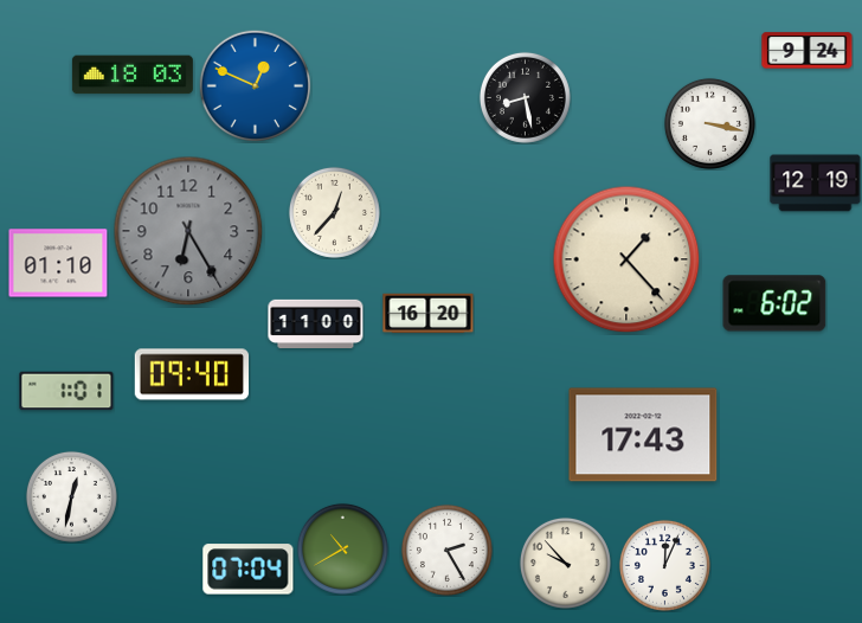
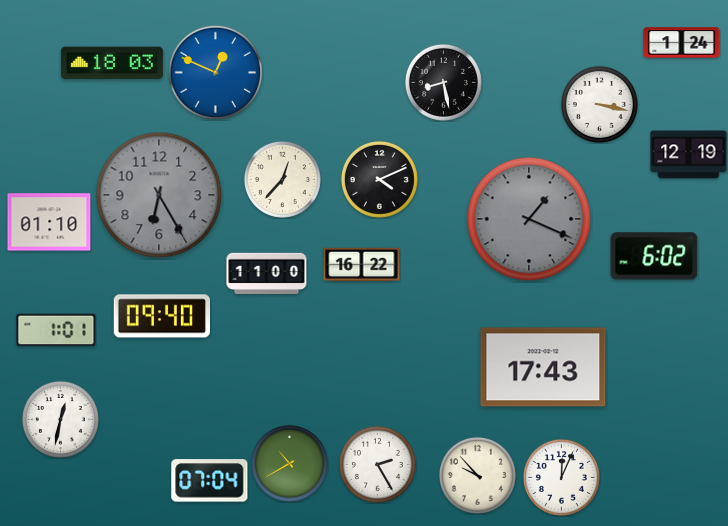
clock at (808, 51): 9:24 -> 1:24
clock at (379, 179): none -> 4:11
clock at (626, 259): 1:23 -> 1:19
clock at (626, 259) dial: cream -> grey
clock at (429, 314): 16:20 -> 16:22
